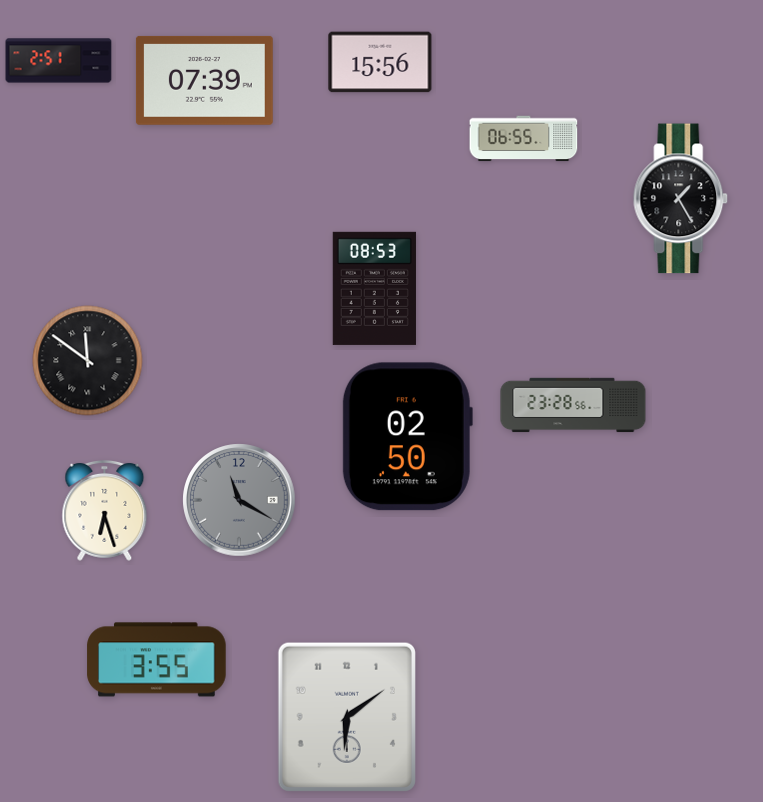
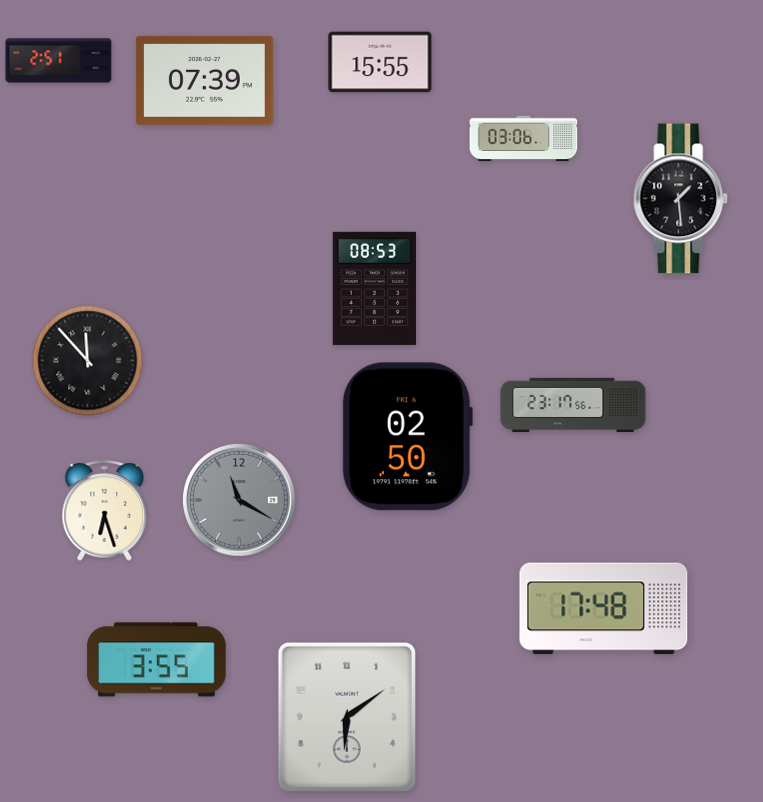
clock at (380, 62): 15:56 -> 15:55
clock at (524, 139): 06:55 -> 03:06
clock at (681, 199): 1:25 -> 1:29
clock at (88, 361): 11:51 -> 11:53
clock at (573, 405): 23:28 -> 23:17
clock at (604, 609): none -> 17:48
